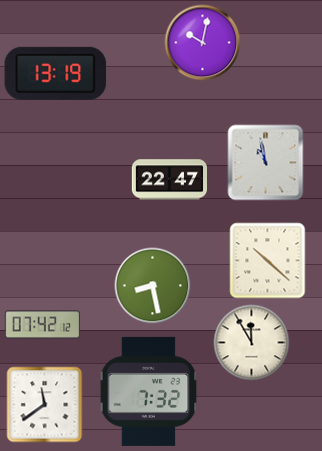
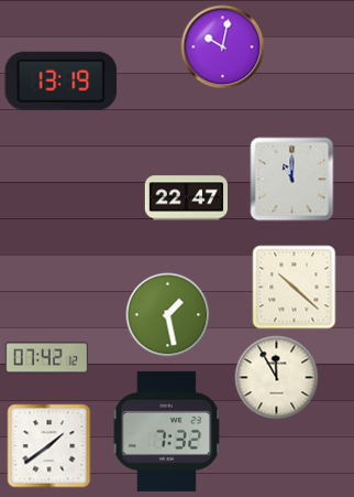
clock at (266, 163): 10:58 -> 11:00
clock at (153, 286): 8:28 -> 1:28
clock at (149, 391) position: (149, 391) -> (167, 431)
clock at (45, 405): 11:39 -> 1:39
